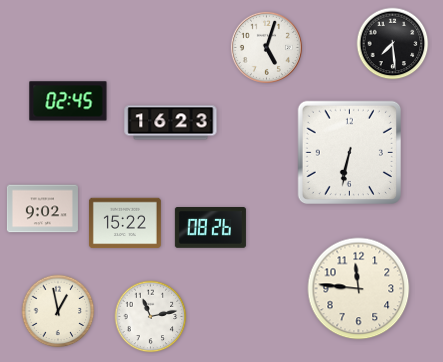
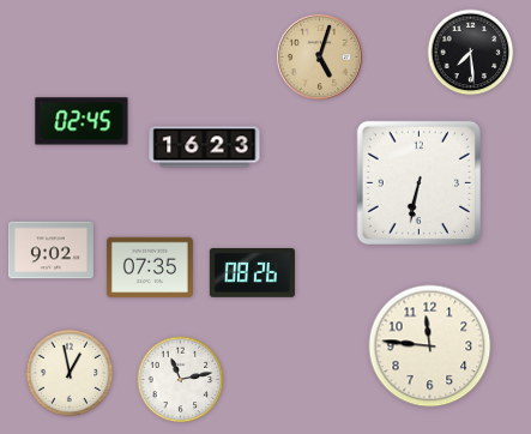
clock at (266, 47) dial: white -> champagne
clock at (125, 223): 15:22 -> 07:35
